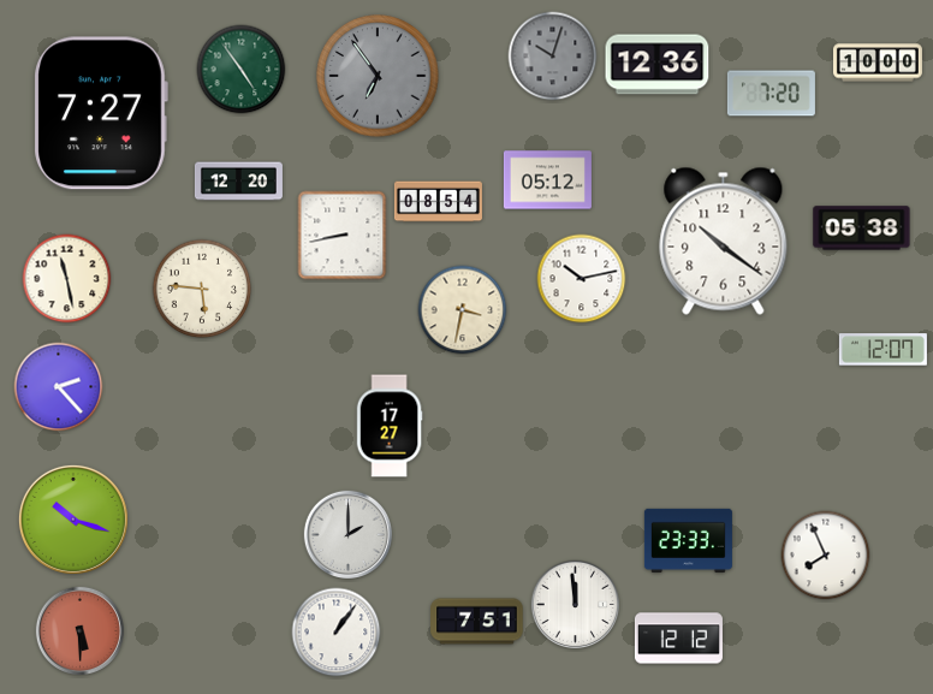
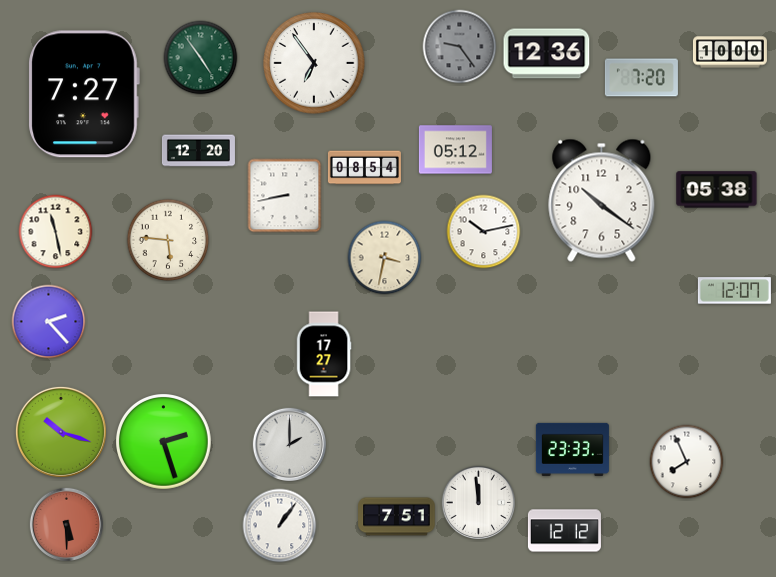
clock at (553, 57): 10:03 -> 9:24
clock at (378, 76) dial: grey -> white
clock at (164, 442): none -> 2:27
